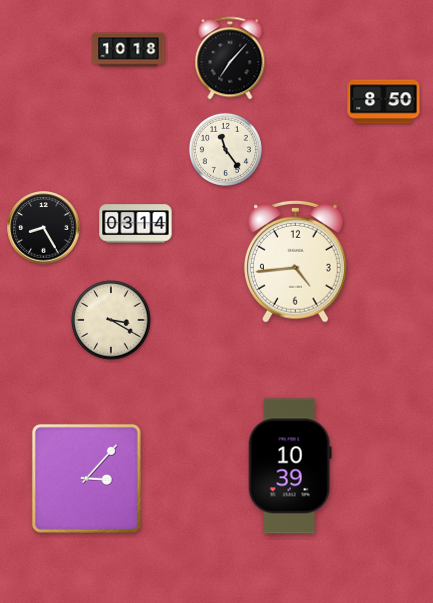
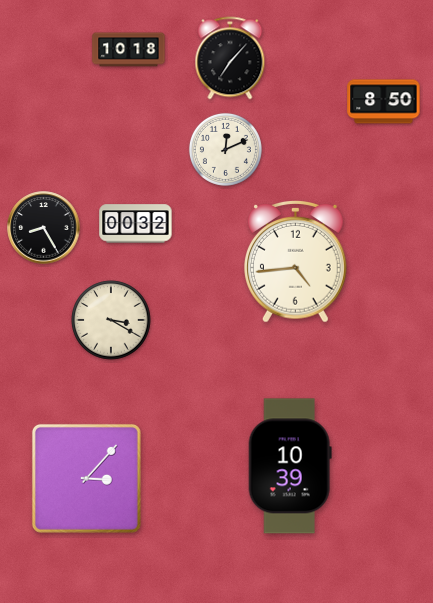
clock at (225, 149): 11:24 -> 12:11
clock at (136, 224): 03:14 -> 00:32
